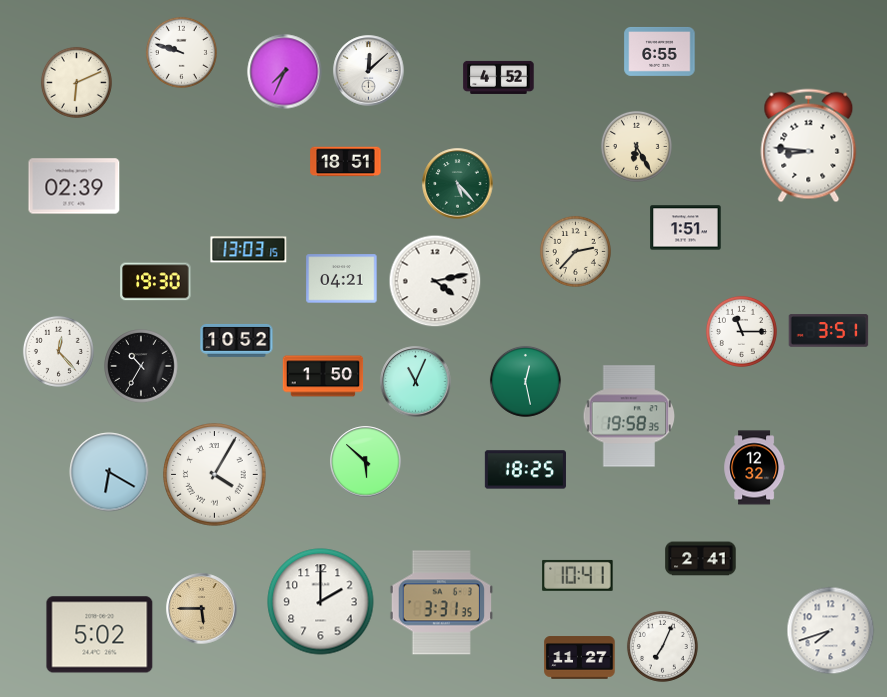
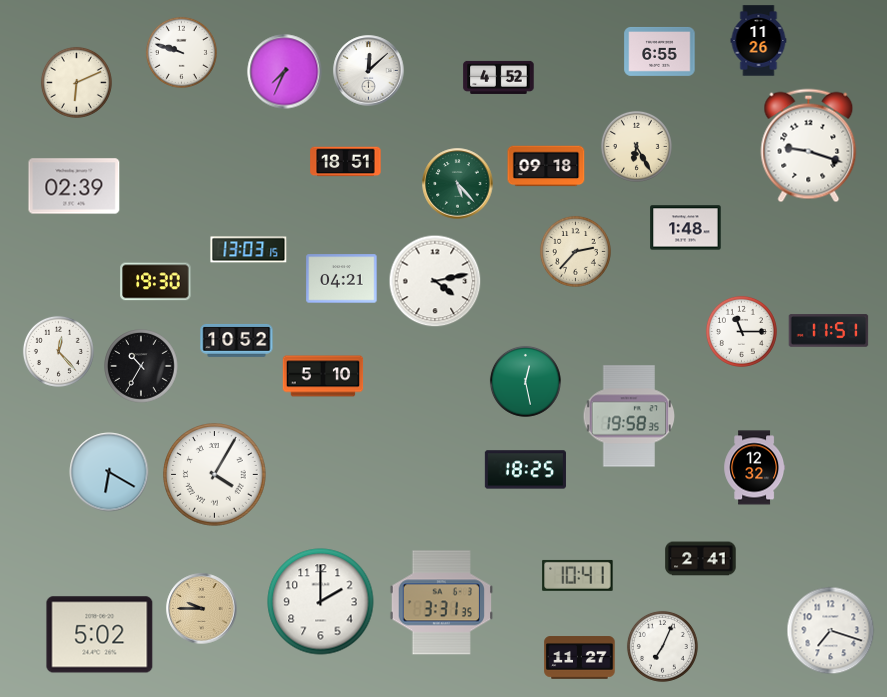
clock at (759, 41): none -> 11:26
clock at (809, 146): 8:46 -> 9:18
clock at (546, 166): none -> 09:18
clock at (686, 228): 1:51 -> 1:48
clock at (829, 331): 3:51 -> 11:51
clock at (323, 376): 1:50 -> 5:10
clock at (416, 382): 11:04 -> none
clock at (366, 462): 5:52 -> none
clock at (202, 609): 5:45 -> 9:45
clock at (831, 631): 7:42 -> 7:18
